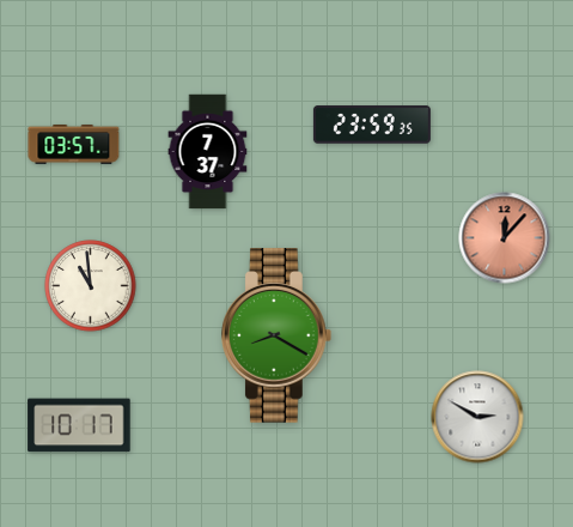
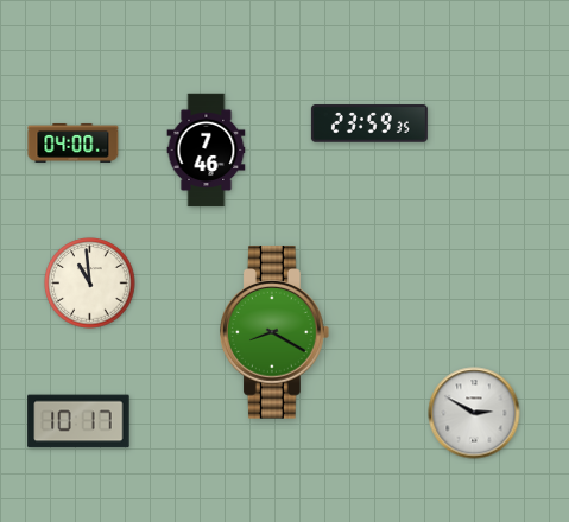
clock at (74, 144): 03:57 -> 04:00
clock at (208, 152): 7:37 -> 7:46
clock at (505, 238): 12:07 -> none
